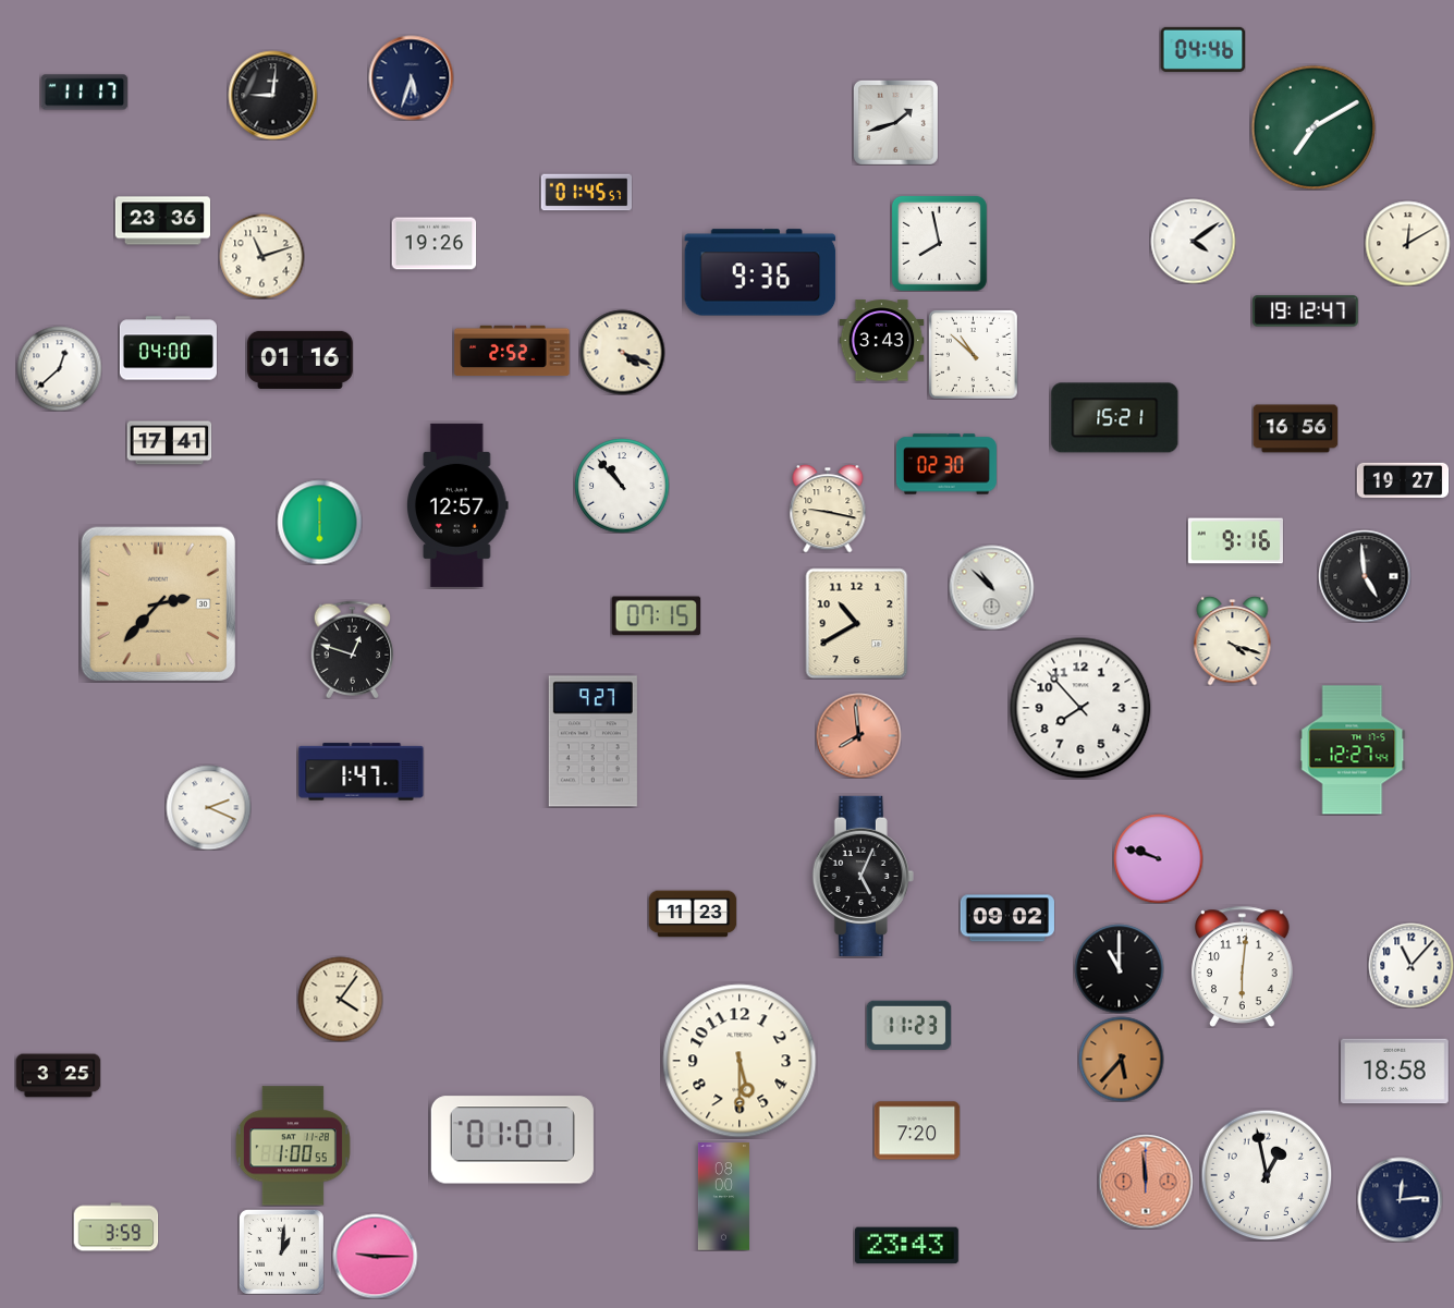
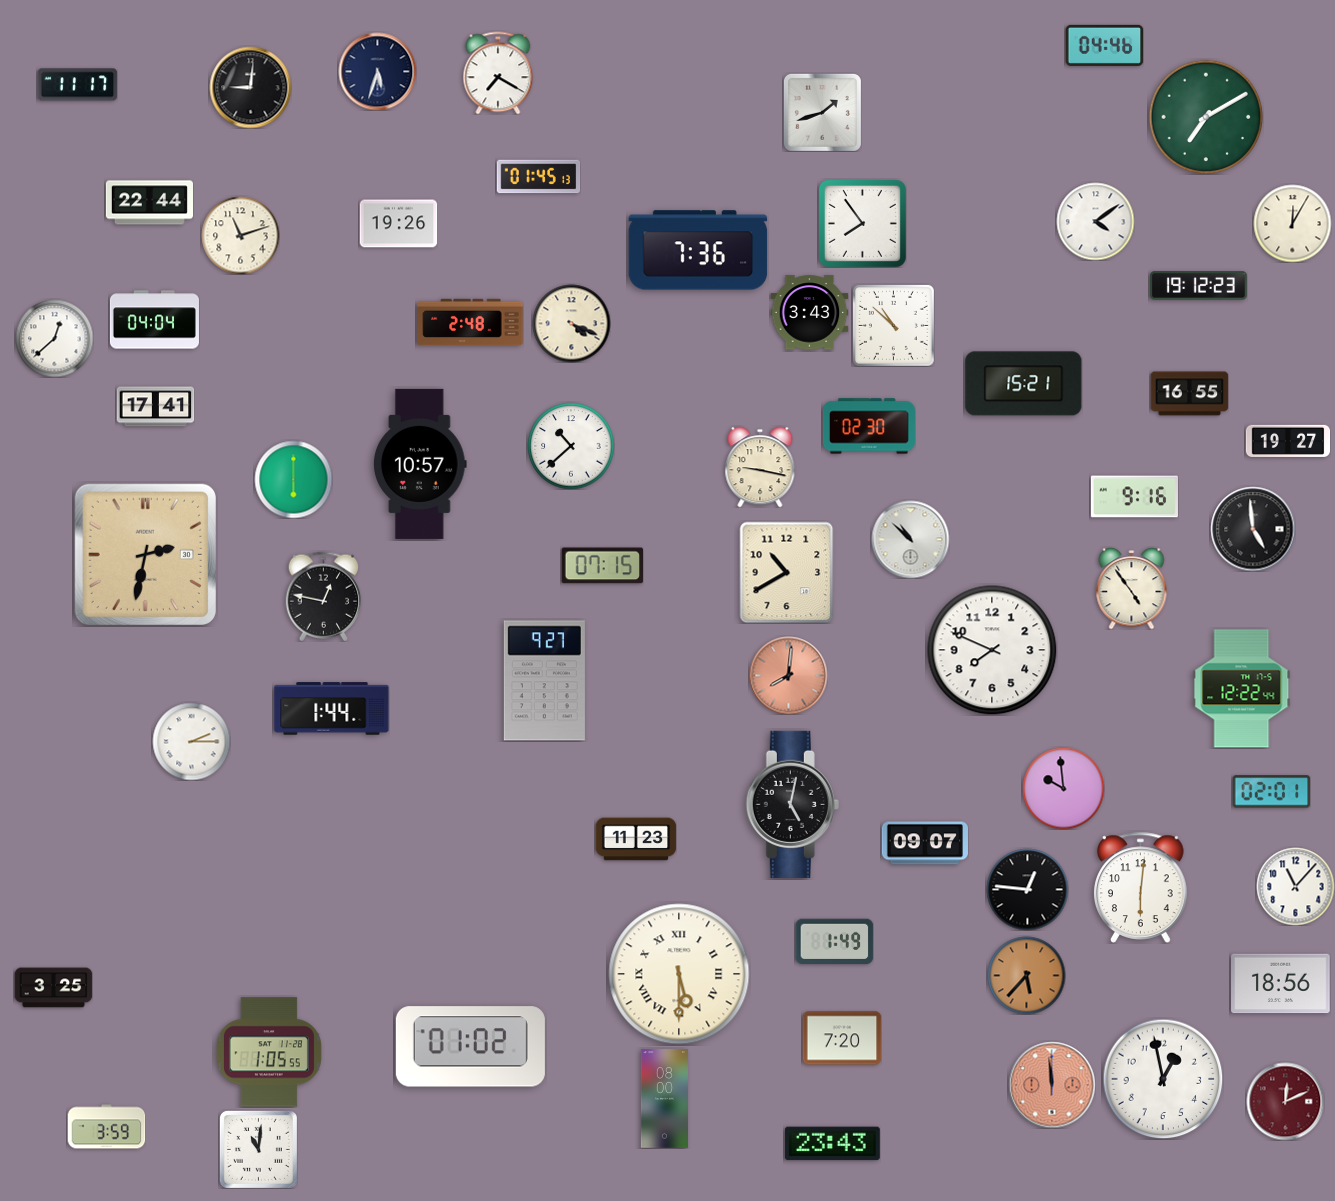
clock at (498, 73): none -> 7:20
clock at (586, 193): 01:45:57 -> 01:45:13
clock at (162, 221): 23:36 -> 22:44
clock at (939, 243): 7:58 -> 7:54
clock at (1407, 243): 12:10 -> 12:05
clock at (760, 272): 9:36 -> 7:36
clock at (1306, 311): 19:12:47 -> 19:12:23
clock at (168, 349): 04:00 -> 04:04
clock at (512, 351): 2:52 -> 2:48
clock at (301, 359): 01:16 -> none
clock at (1295, 429): 16:56 -> 16:55
clock at (622, 486): 10:53 -> 10:38
clock at (457, 505): 12:57 -> 10:57
clock at (158, 603): 2:37 -> 2:32
clock at (1233, 641): 4:18 -> 4:54
clock at (353, 649): 12:48 -> 12:47
clock at (1080, 708): 7:53 -> 7:49
clock at (858, 735): 7:59 -> 8:01
clock at (1353, 750): 12:27 -> 12:22
clock at (362, 772): 1:47 -> 1:44
clock at (208, 807): 2:19 -> 2:15
clock at (1158, 858): 9:48 -> 9:59
clock at (1271, 792): none -> 02:01
clock at (863, 876): 5:04 -> 5:02
clock at (1007, 918): 09:02 -> 09:07
clock at (1119, 968): 11:00 -> 12:46
clock at (340, 999): 4:06 -> none
clock at (908, 1025): 11:23 -> 1:49
clock at (1121, 1059) position: (1121, 1059) -> (1026, 975)
clock at (740, 1061) numerals: Arabic -> Roman
clock at (1395, 1072): 18:58 -> 18:56
clock at (512, 1140): 01:01 -> 01:02
clock at (293, 1146): 1:00 -> 1:05
clock at (1400, 1199): 12:14 -> 12:11
clock at (1400, 1199) dial: navy -> burgundy
clock at (281, 1251): 1:01 -> 11:01
clock at (375, 1256): 9:15 -> none
